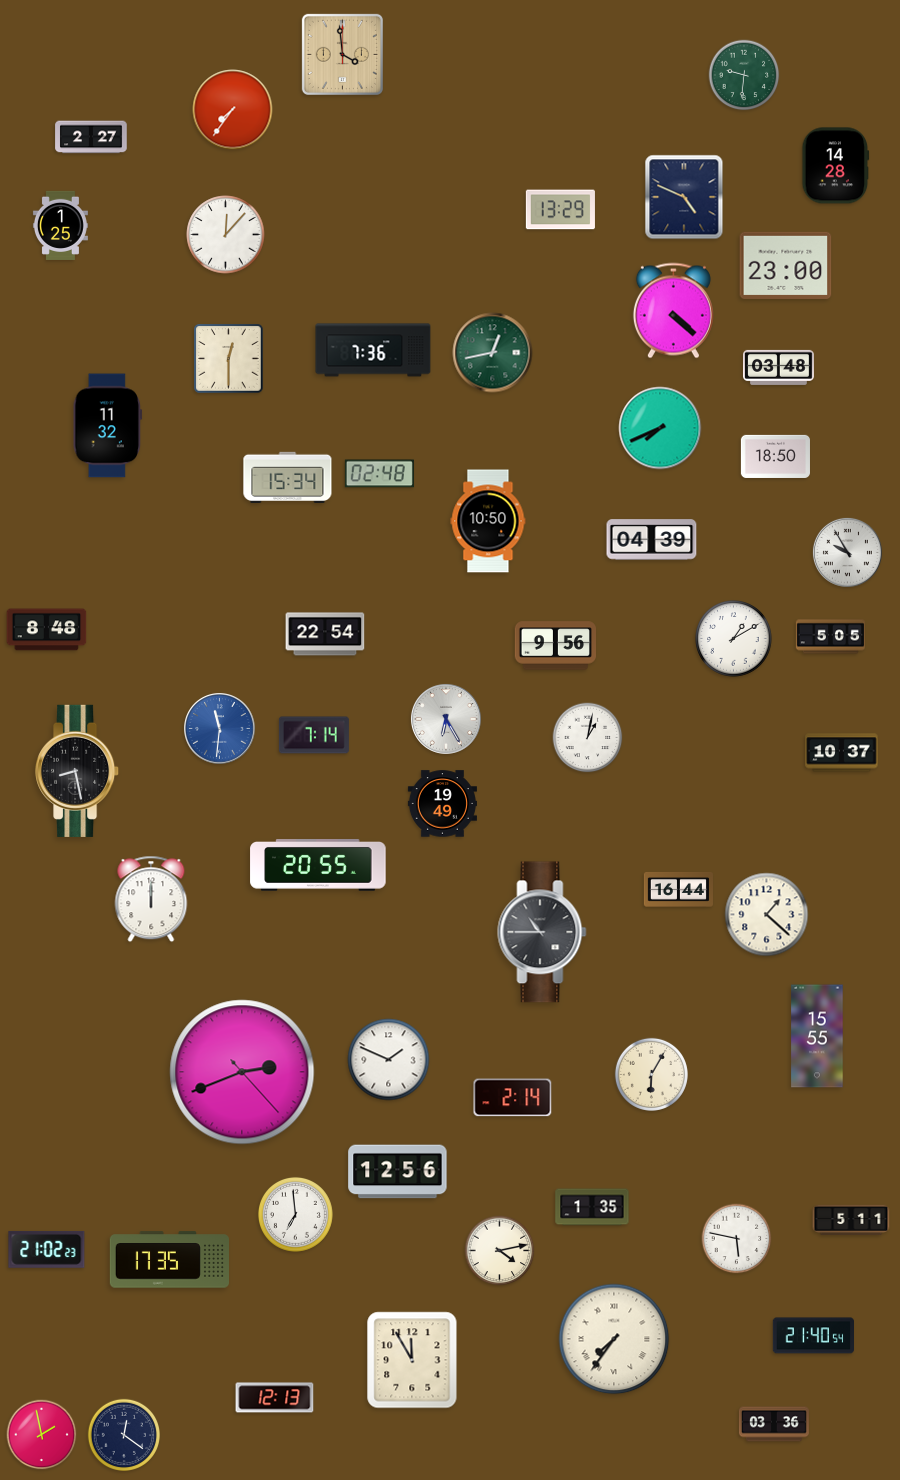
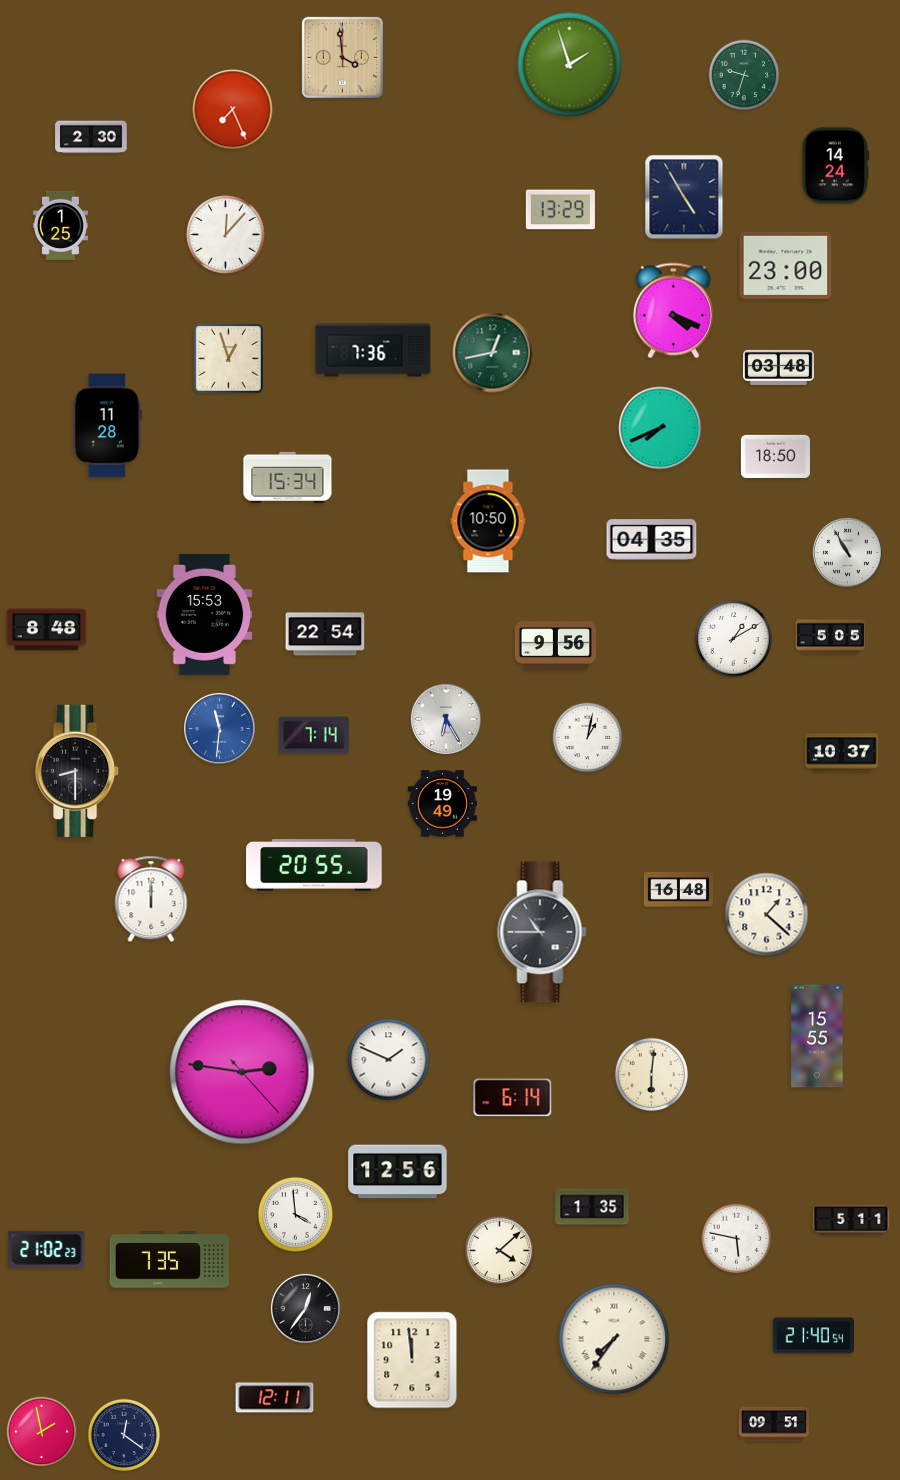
clock at (342, 54) position: (342, 54) -> (342, 57)
clock at (570, 65): none -> 1:57
clock at (744, 75): 9:31 -> 9:33
clock at (233, 110): 7:36 -> 7:26
clock at (91, 137): 2:27 -> 2:30
clock at (836, 166): 14:28 -> 14:24
clock at (684, 197): 4:49 -> 4:55
clock at (673, 311): 4:22 -> 4:19
clock at (229, 359): 12:30 -> 12:57
clock at (108, 426): 11:32 -> 11:28
clock at (379, 474): 02:48 -> none
clock at (652, 540): 04:39 -> 04:35
clock at (847, 552): 9:55 -> 10:55
clock at (205, 614): none -> 15:53
clock at (78, 771): 8:28 -> 8:30
clock at (318, 866) position: (318, 866) -> (314, 866)
clock at (678, 889): 16:44 -> 16:48
clock at (242, 1072): 2:41 -> 2:46
clock at (651, 1074): 6:05 -> 6:01
clock at (513, 1098): 2:14 -> 6:14
clock at (295, 1214): 6:59 -> 3:59
clock at (500, 1251): 4:13 -> 4:08
clock at (169, 1260): 17:35 -> 7:35
clock at (305, 1308): none -> 12:36
clock at (412, 1360): 11:55 -> 11:59
clock at (275, 1398): 12:13 -> 12:11
clock at (774, 1424): 03:36 -> 09:51
clock at (42, 1435) position: (42, 1435) -> (42, 1432)
